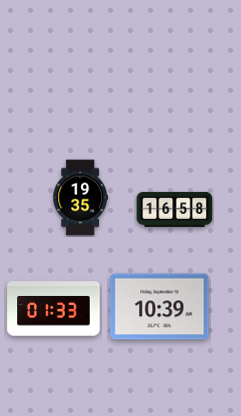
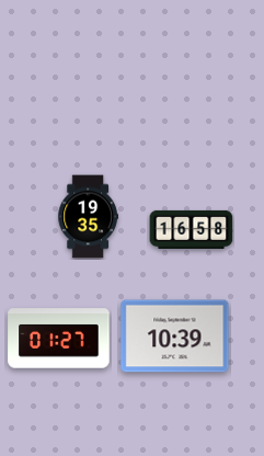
clock at (54, 309): 01:33 -> 01:27
